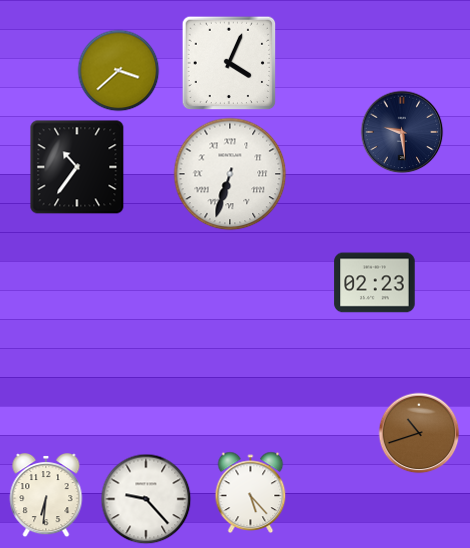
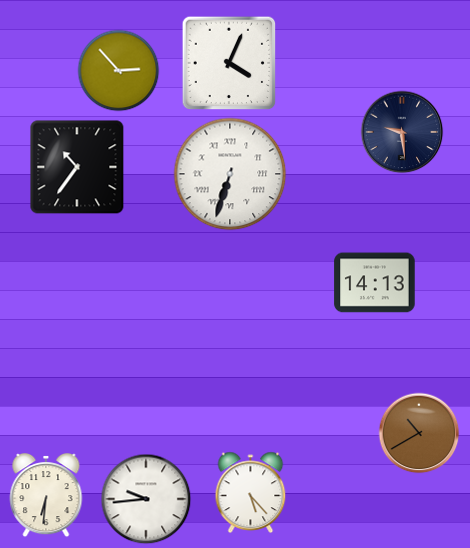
clock at (119, 71): 3:38 -> 2:53
clock at (375, 283): 02:23 -> 14:13
clock at (419, 433): 10:42 -> 10:40
clock at (146, 499): 9:23 -> 9:44
